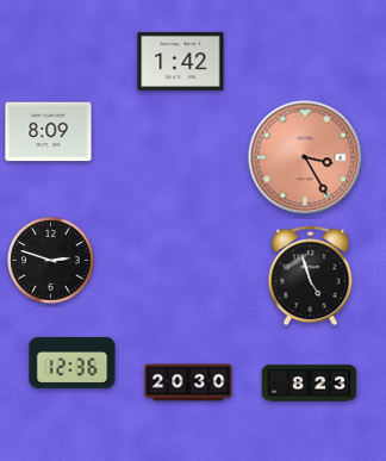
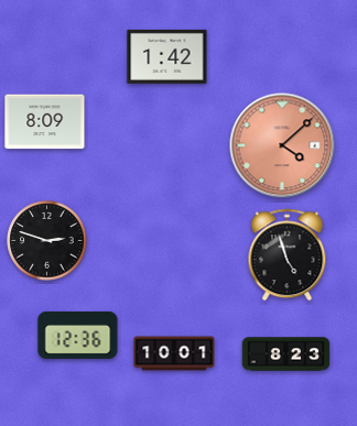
clock at (305, 157): 3:25 -> 4:08
clock at (73, 362) position: (73, 362) -> (78, 335)
clock at (188, 382): 20:30 -> 10:01
